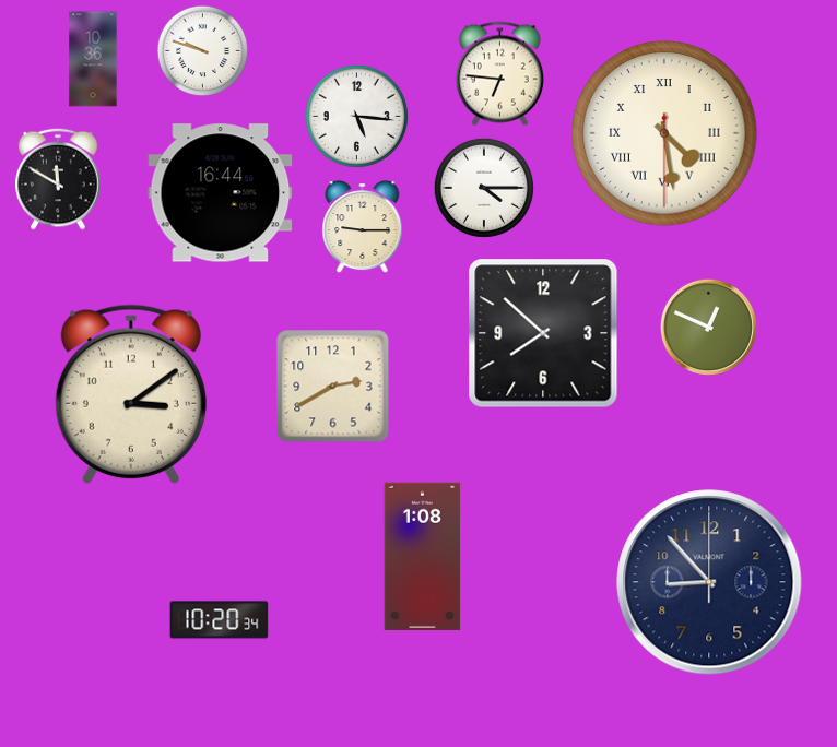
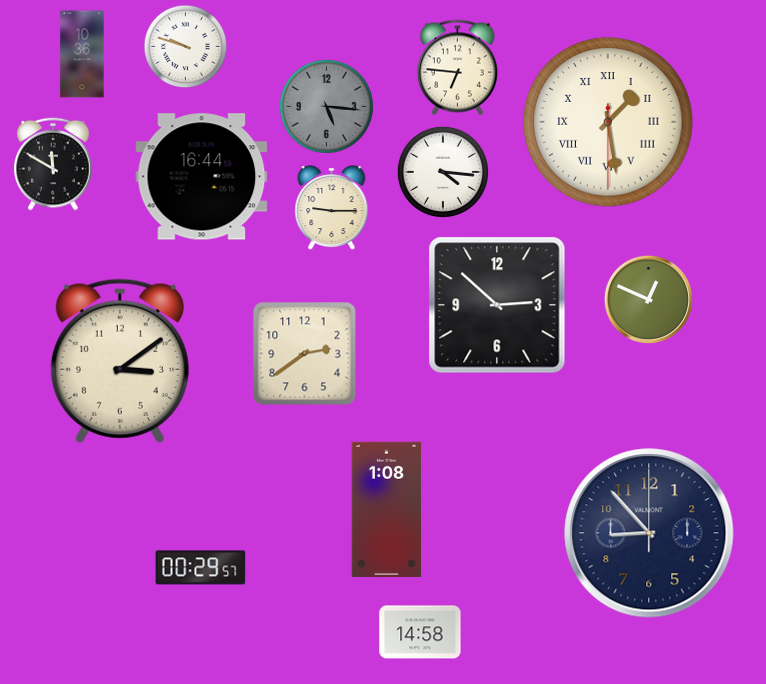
clock at (93, 59) position: (93, 59) -> (82, 54)
clock at (356, 116) dial: white -> grey
clock at (664, 133): 4:28 -> 1:28
clock at (484, 188): 4:15 -> 4:16
clock at (543, 333): 7:52 -> 2:52
clock at (333, 387): 2:40 -> 2:39
clock at (220, 620): 10:20 -> 00:29
clock at (420, 632): none -> 14:58
